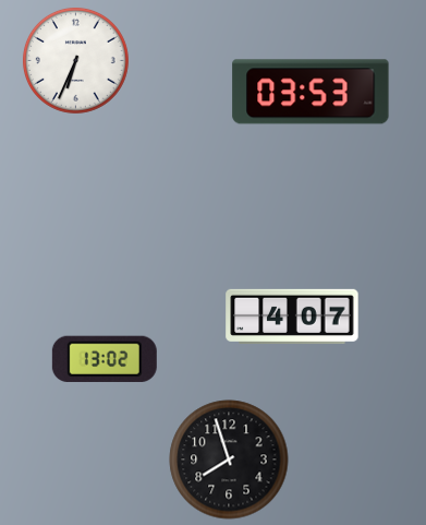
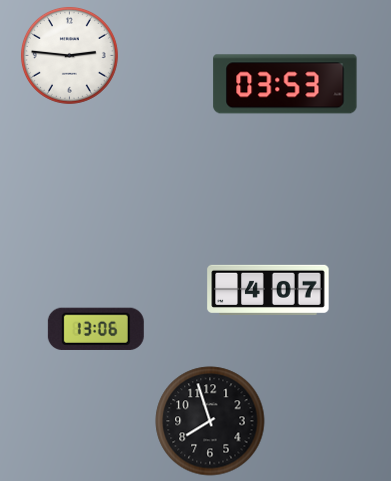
clock at (75, 60): 6:34 -> 2:46
clock at (105, 359): 13:02 -> 13:06
